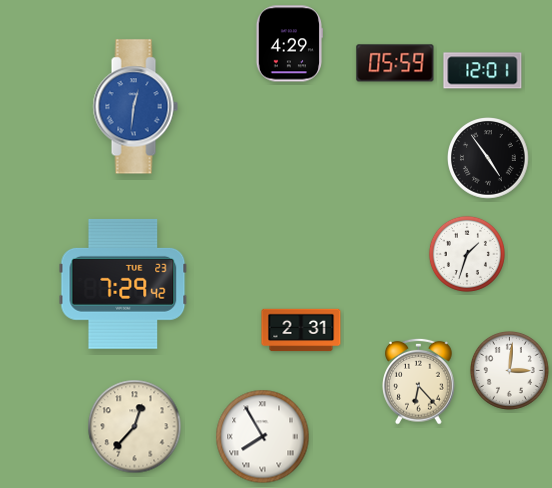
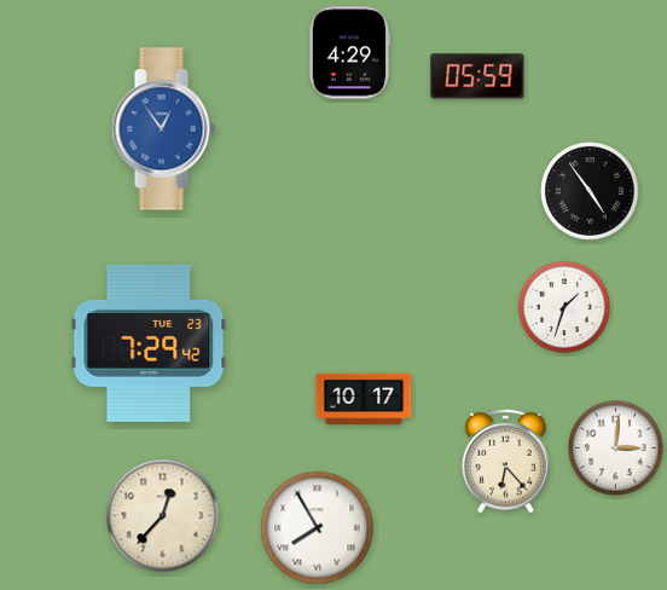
clock at (483, 71): 12:01 -> none
clock at (135, 107): 12:31 -> 12:54
clock at (301, 330): 2:31 -> 10:17
